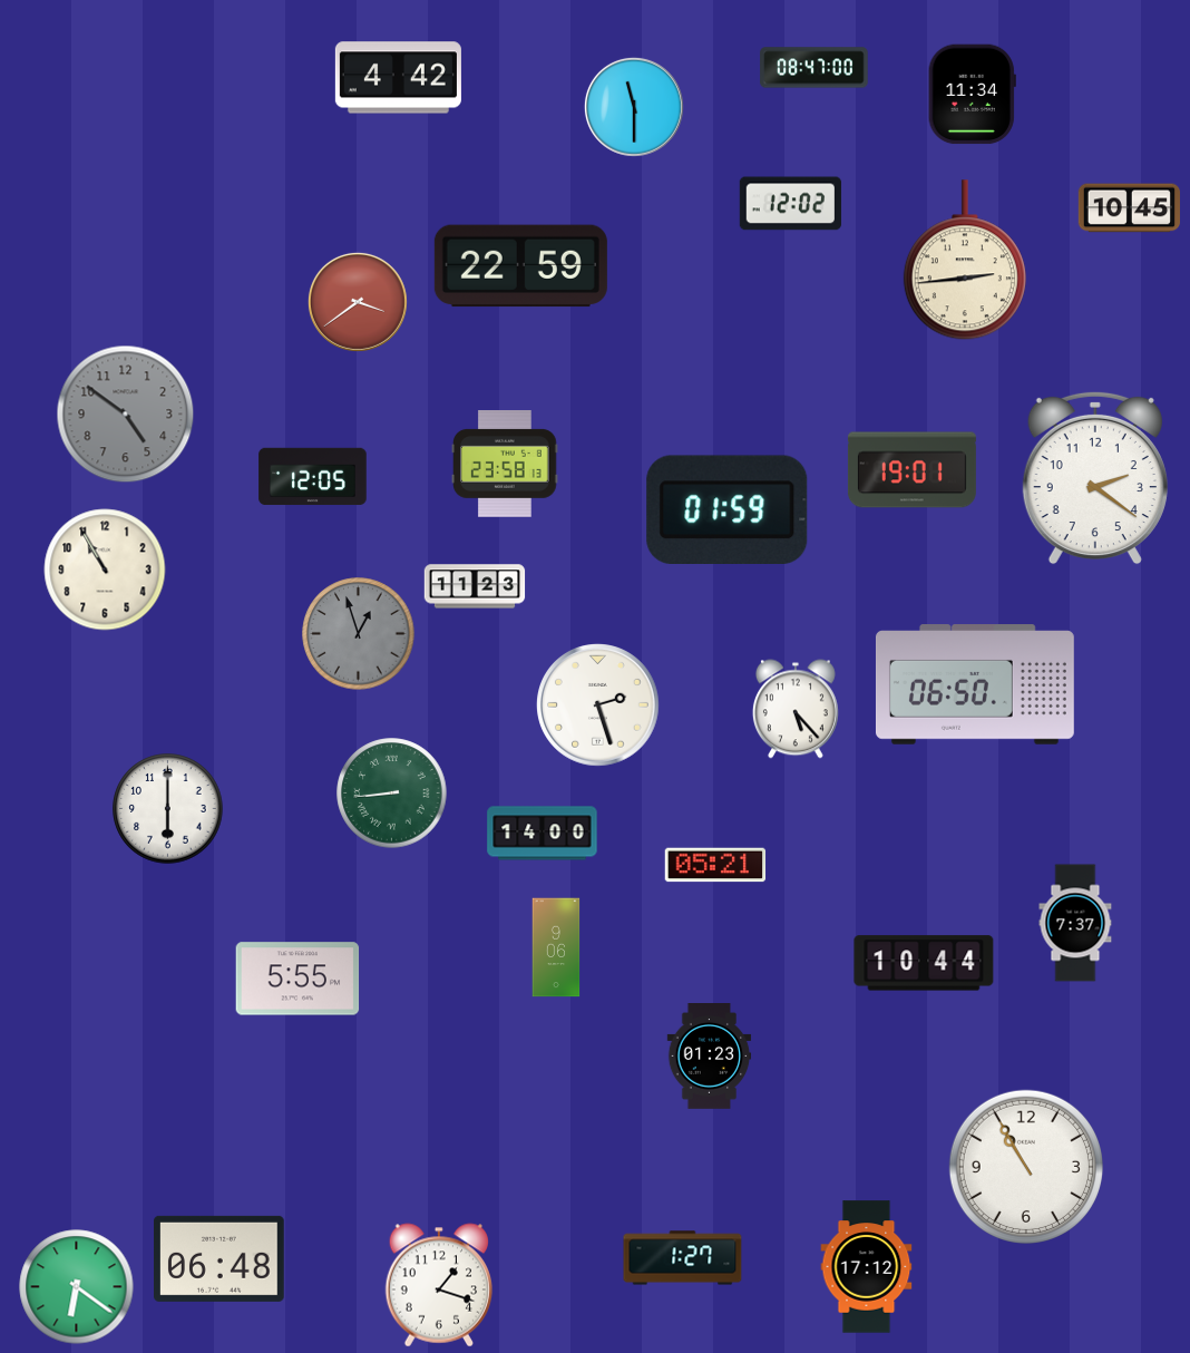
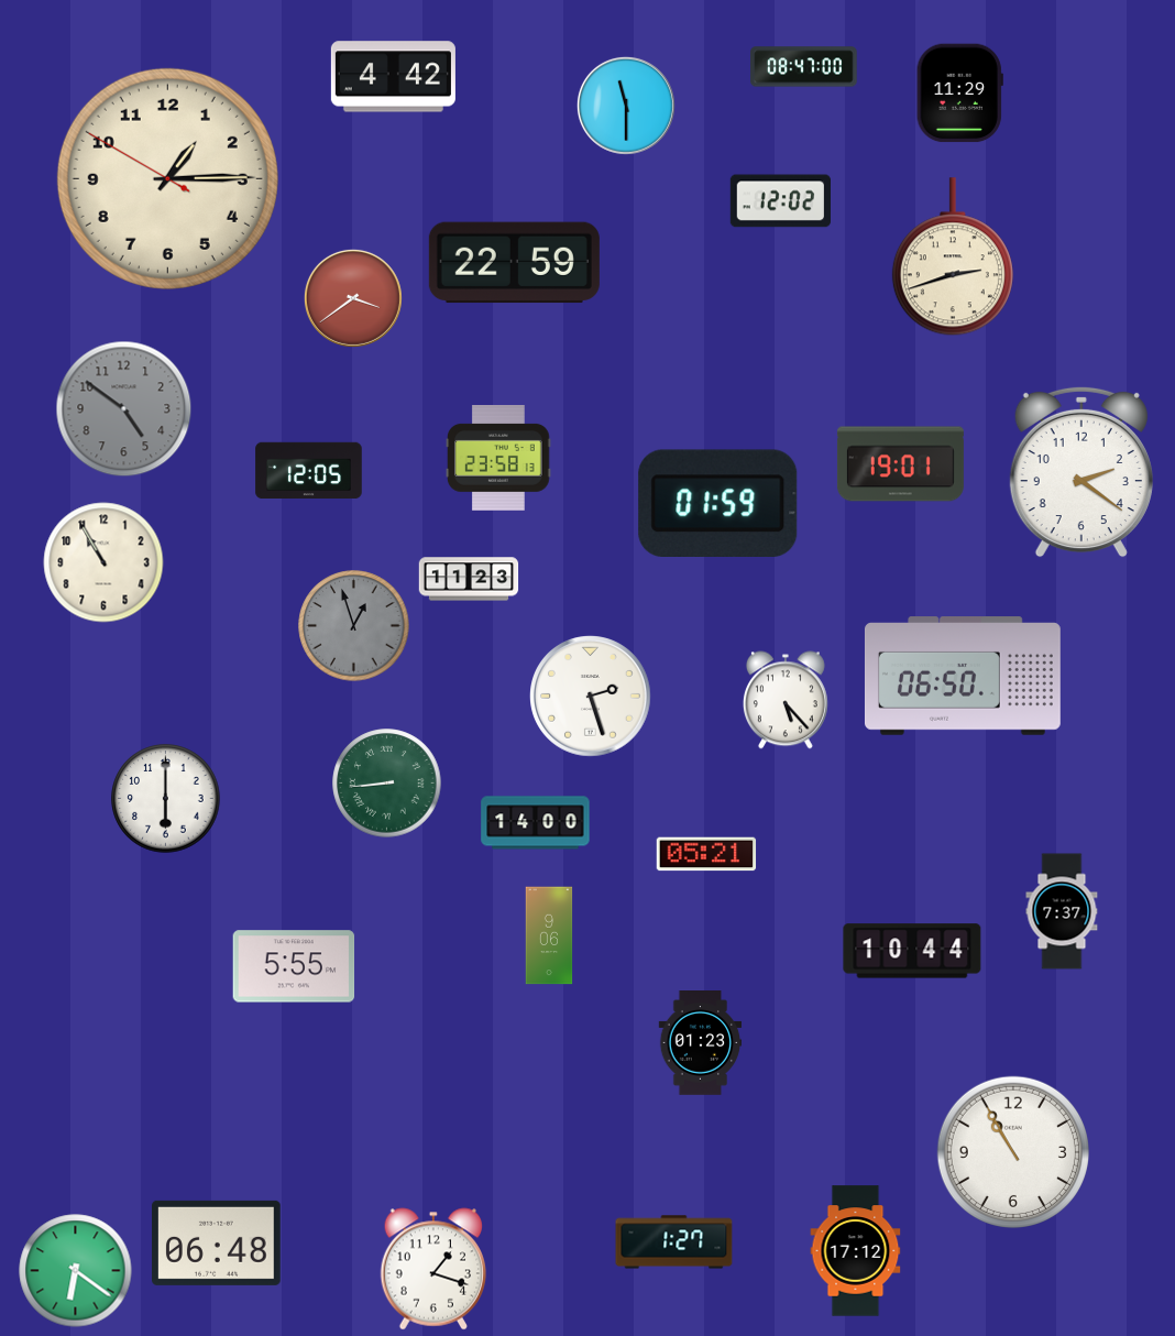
clock at (972, 95): 11:34 -> 11:29
clock at (167, 178): none -> 1:14
clock at (1129, 208): 10:45 -> none
clock at (965, 261): 2:44 -> 2:42
